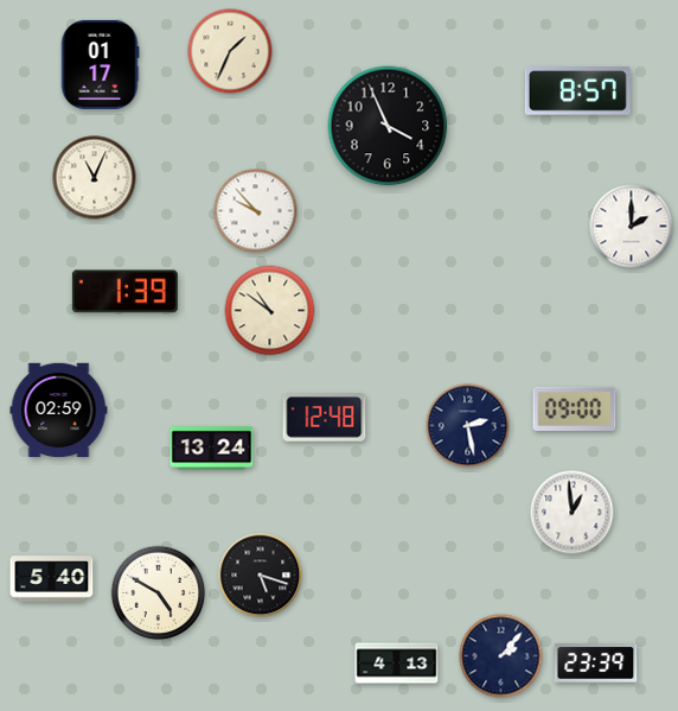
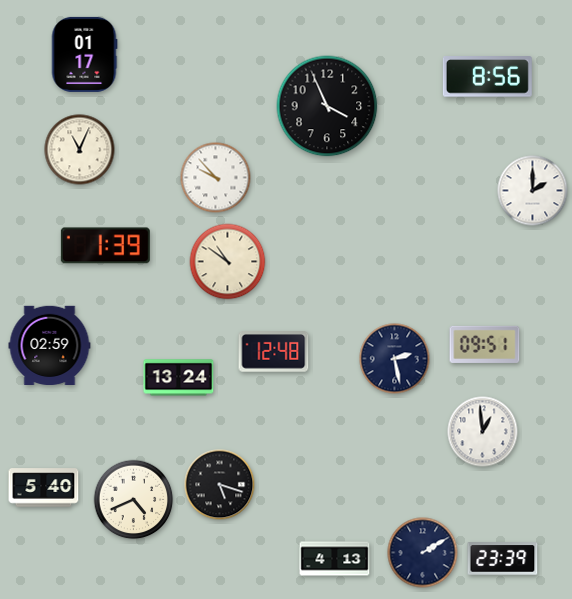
clock at (230, 51): 1:34 -> none
clock at (577, 91): 8:57 -> 8:56
clock at (575, 408): 09:00 -> 09:51
clock at (159, 593): 4:50 -> 4:41
clock at (501, 656): 2:07 -> 2:10
